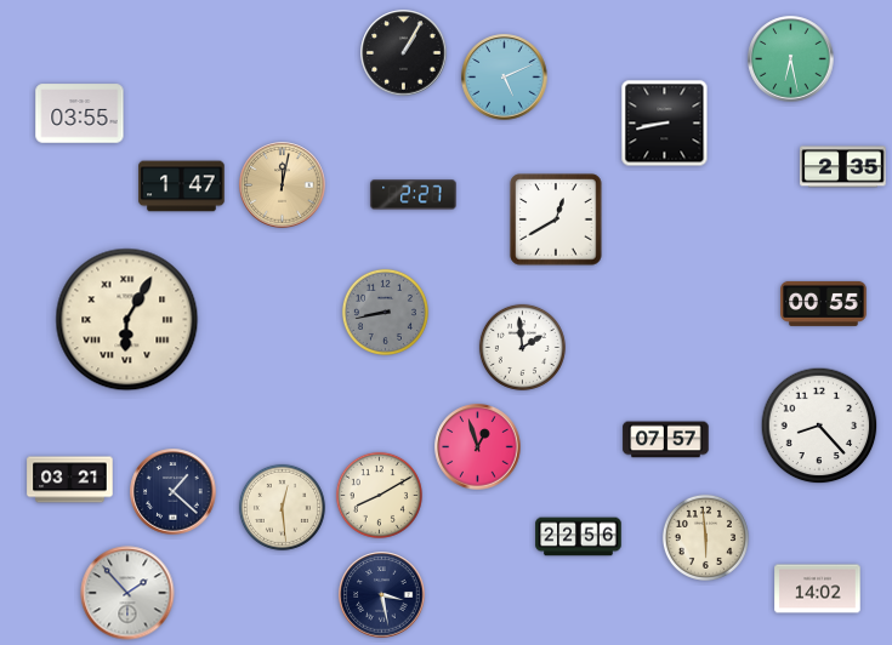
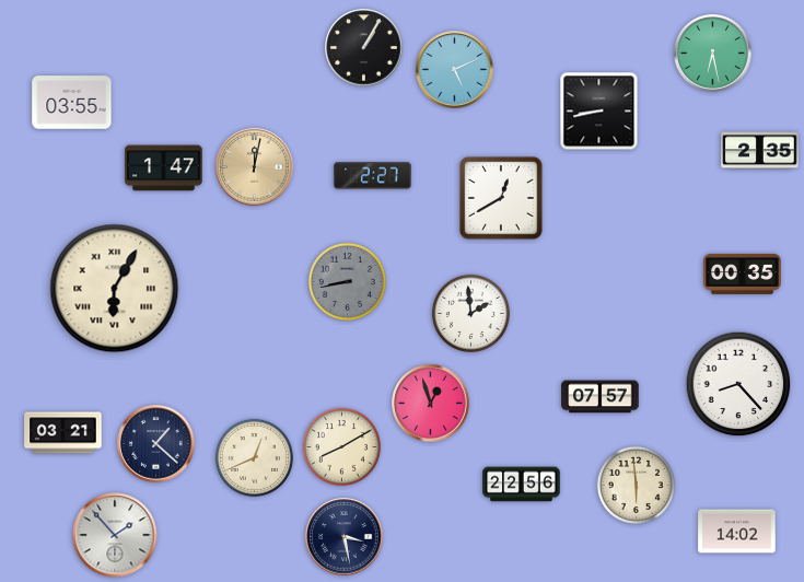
clock at (824, 303): 00:55 -> 00:35
clock at (282, 507): 12:29 -> 12:41
